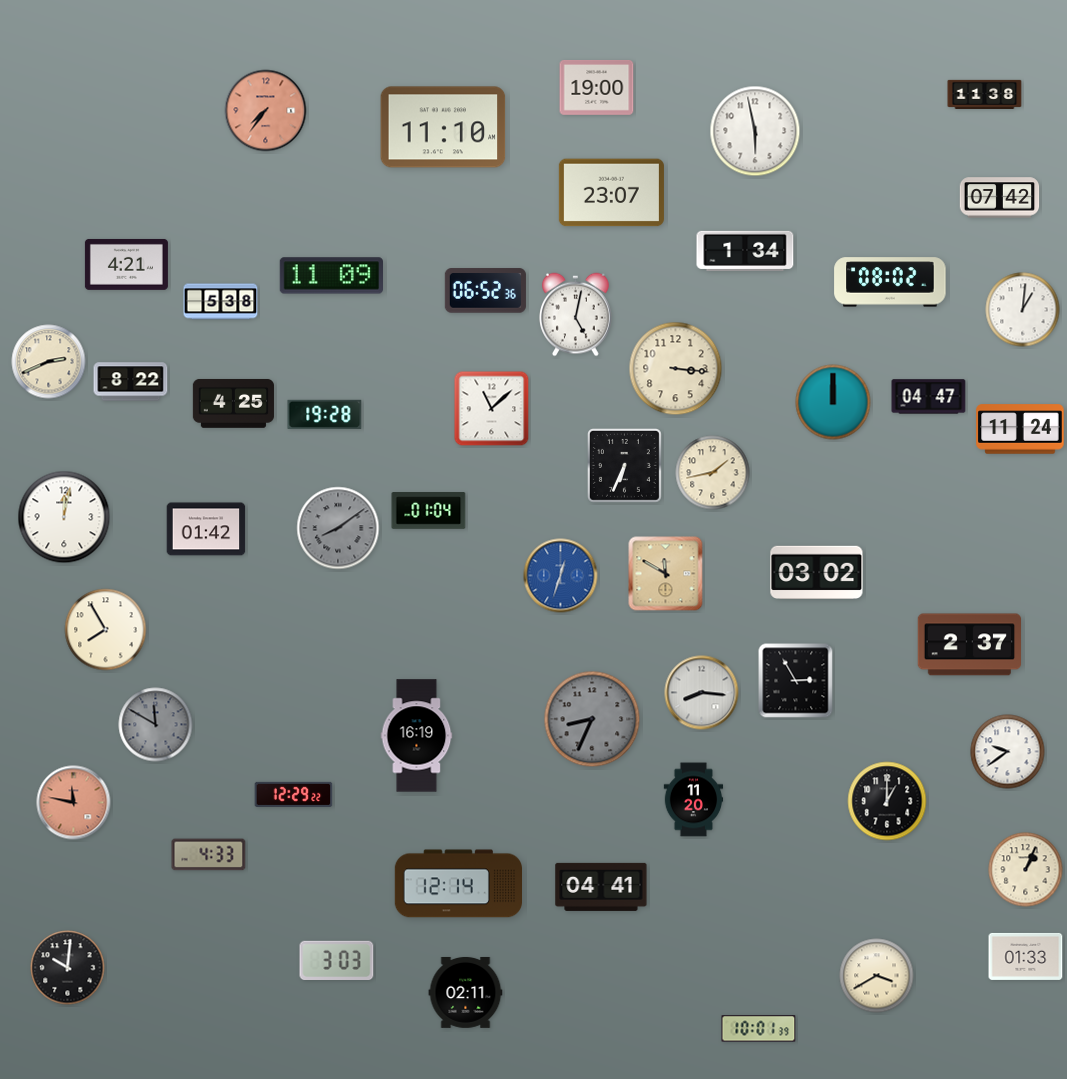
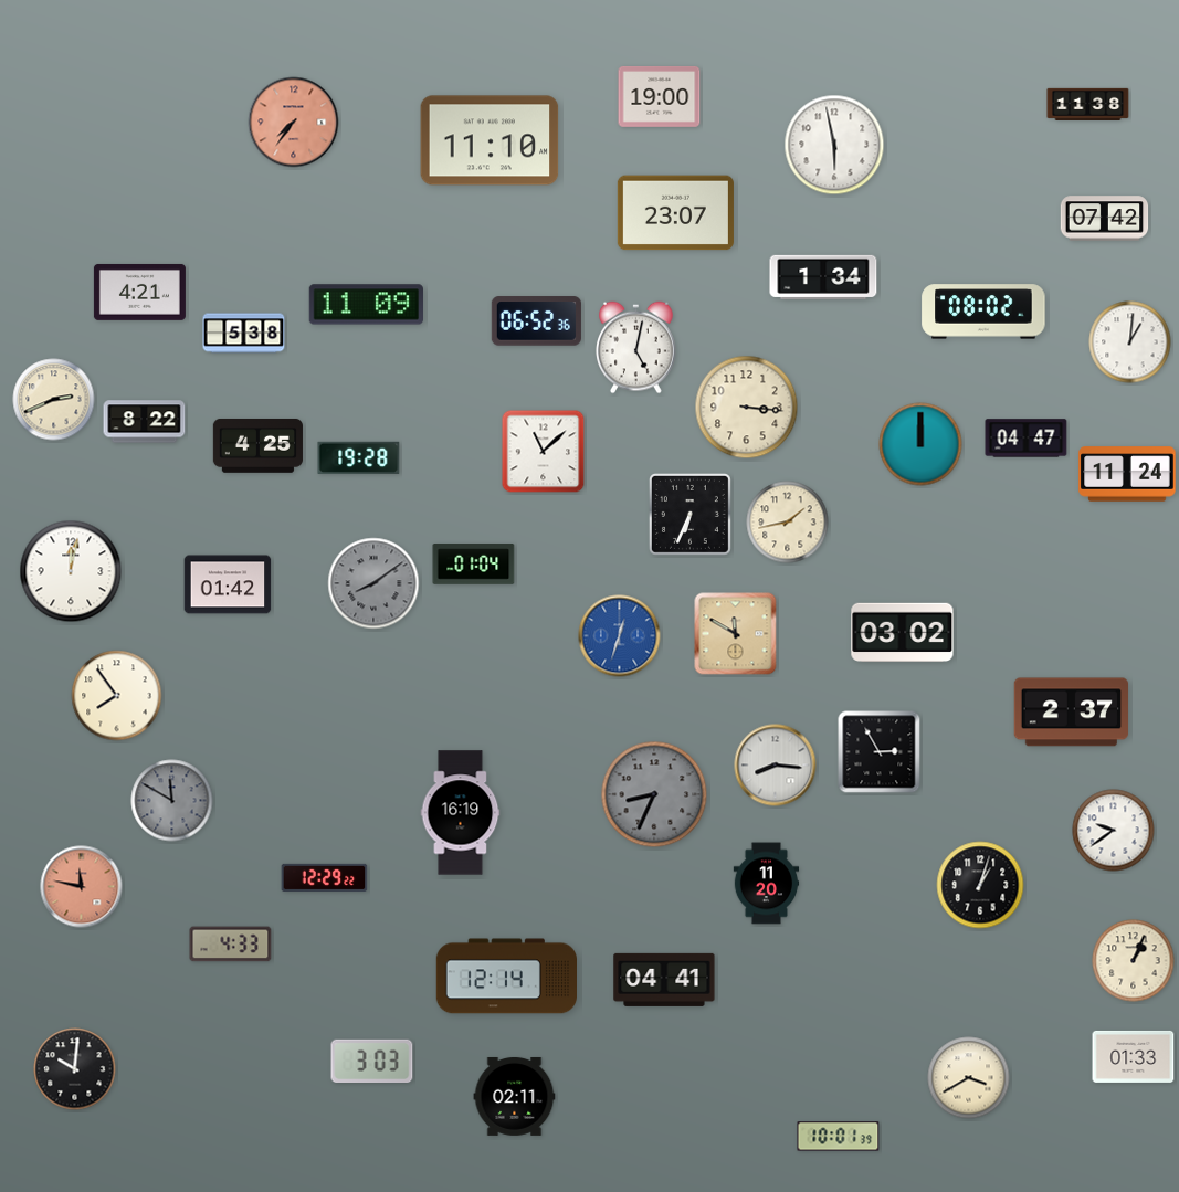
clock at (106, 630): 7:55 -> 7:54
clock at (887, 801): 1:00 -> 1:03
